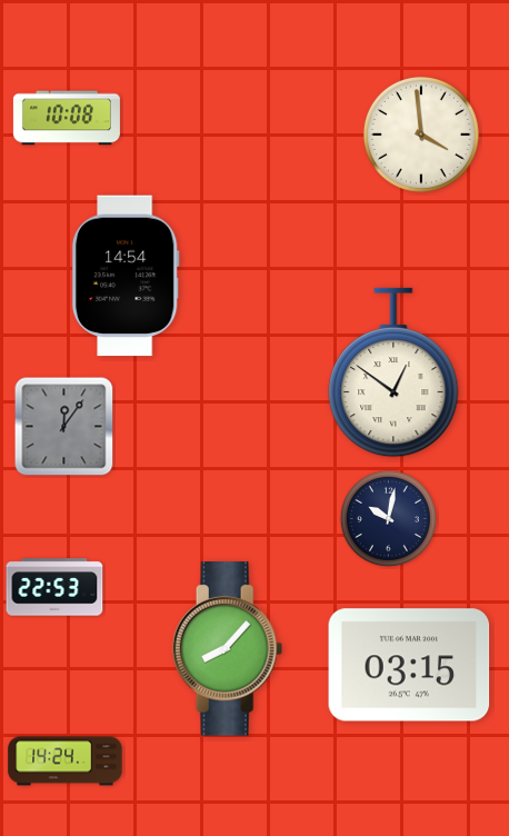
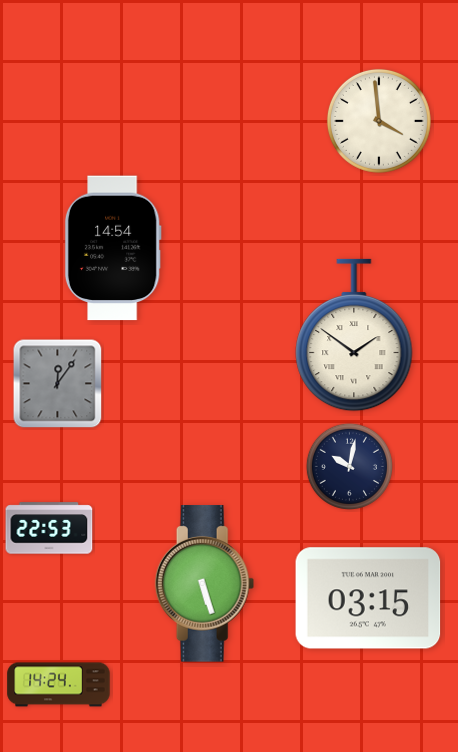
clock at (67, 118): 10:08 -> none
clock at (393, 372): 12:51 -> 1:51
clock at (228, 649): 8:07 -> 5:27
